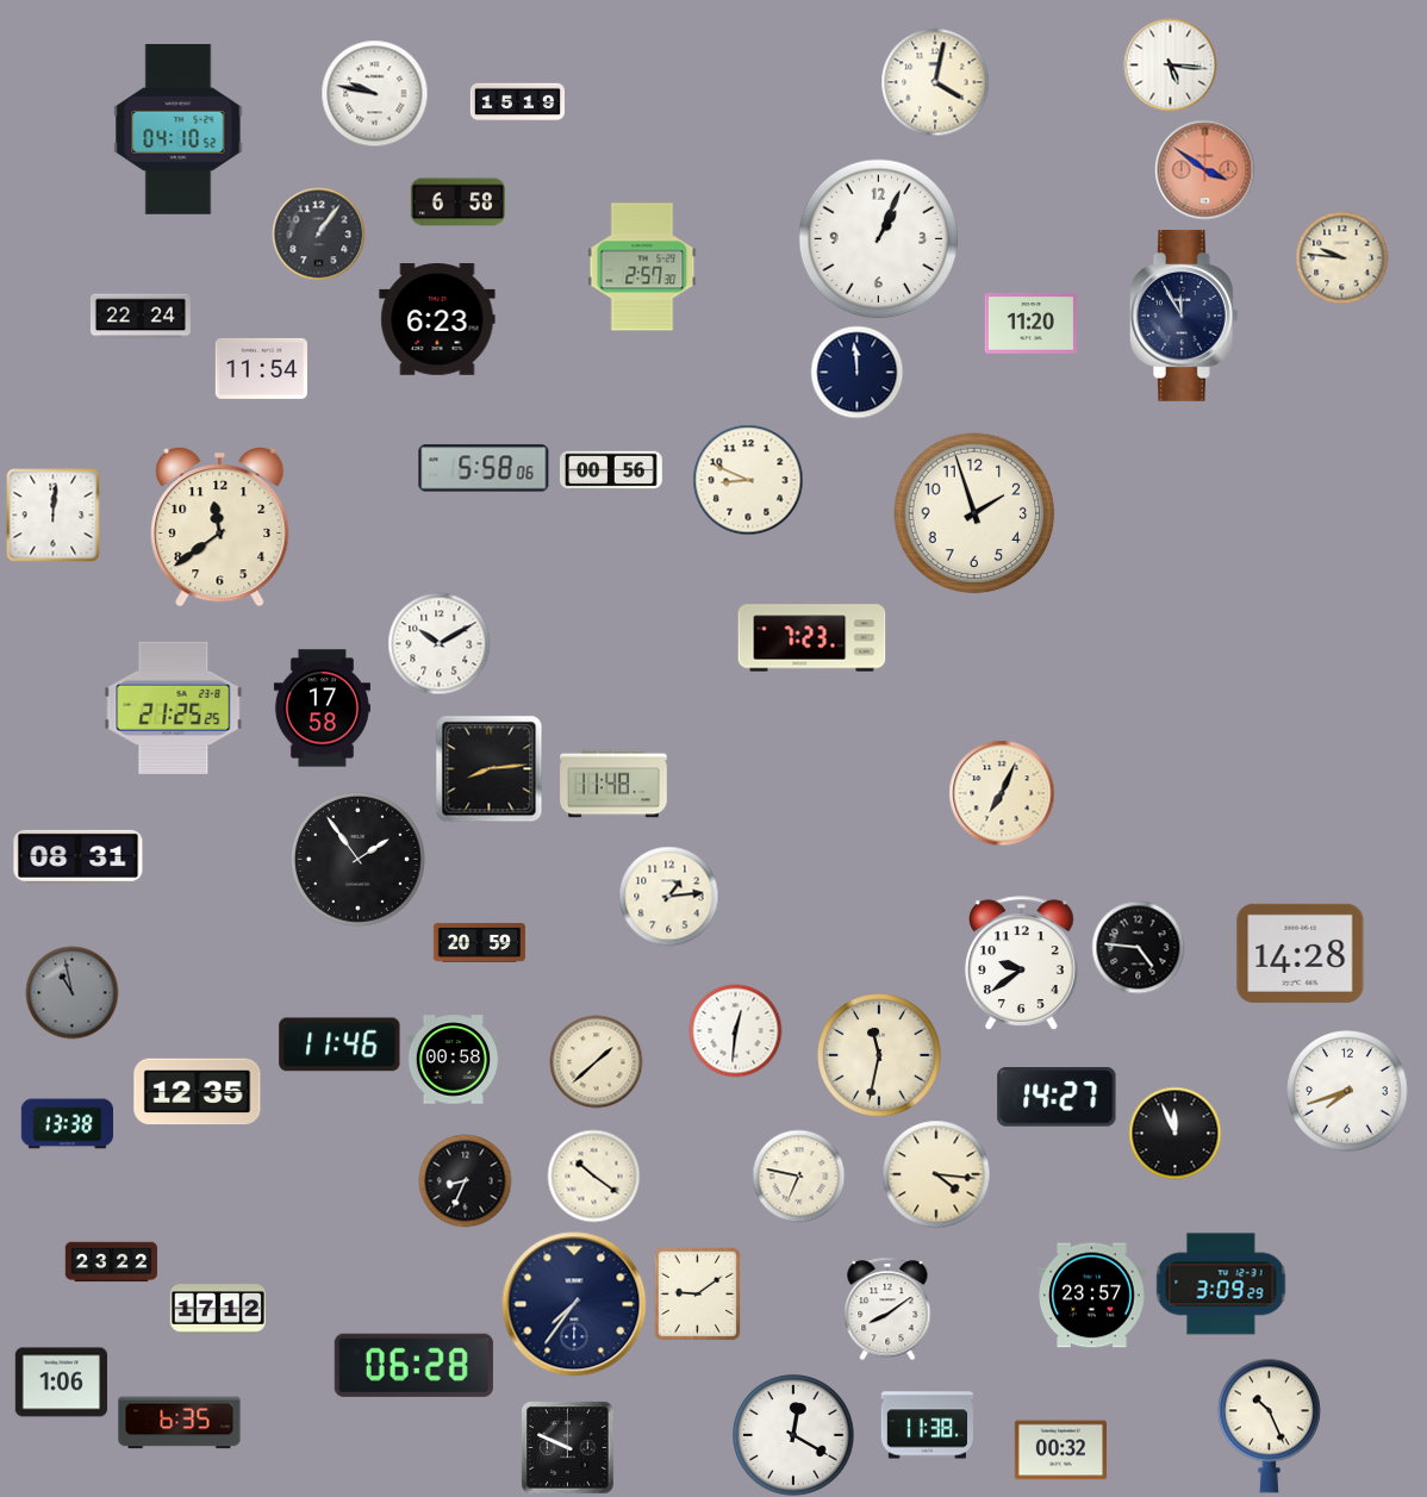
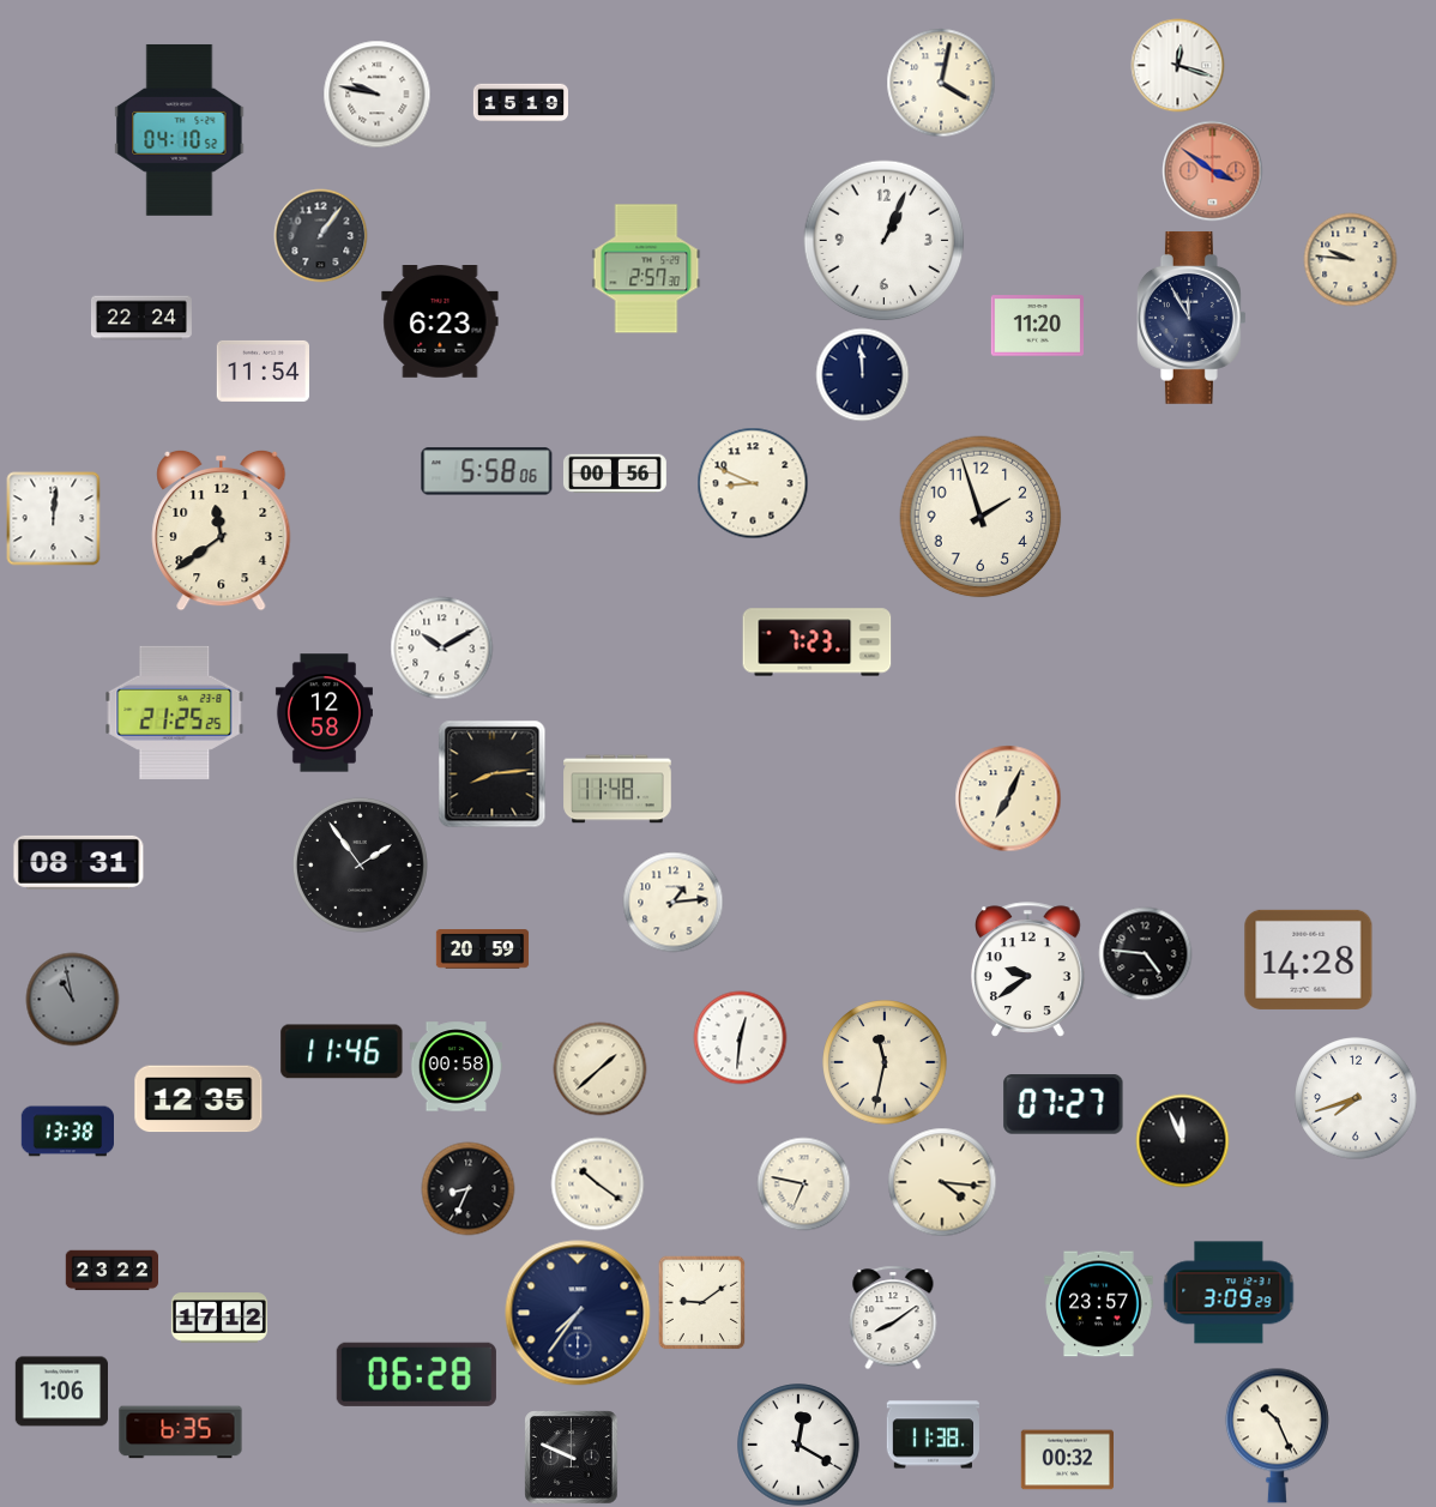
clock at (1170, 64): 5:16 -> 12:18
clock at (457, 202): 6:58 -> none
clock at (322, 709): 17:58 -> 12:58
clock at (1057, 1098): 14:27 -> 07:27
